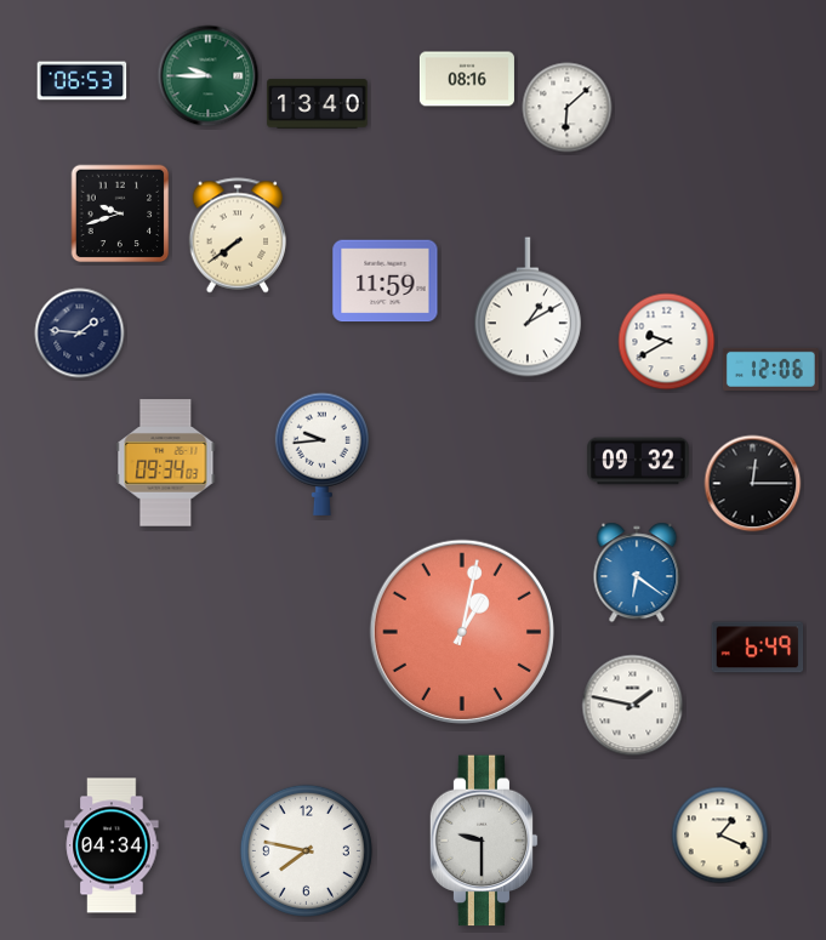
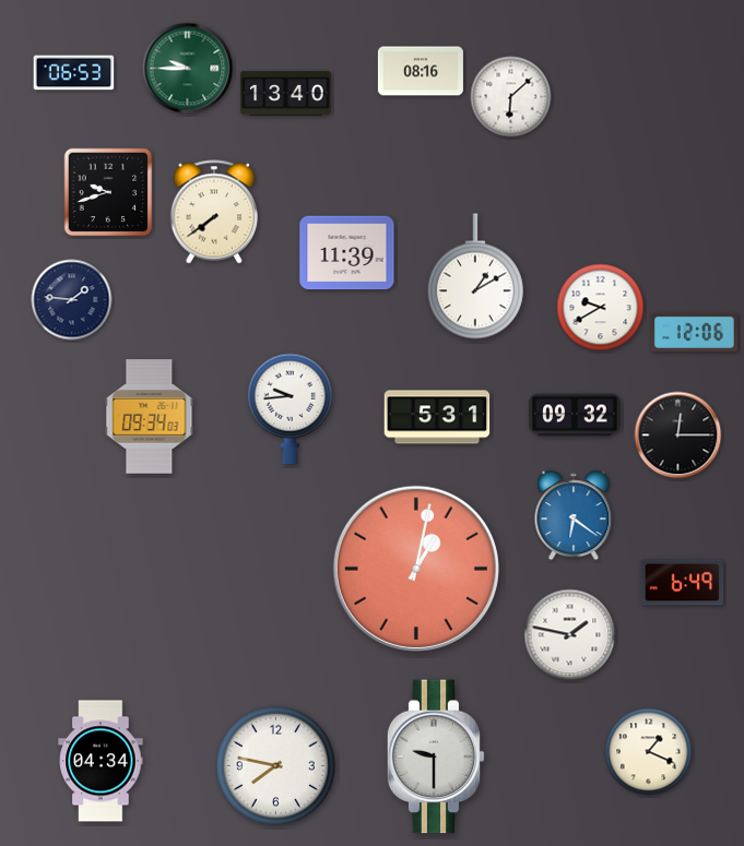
clock at (386, 281): 11:59 -> 11:39
clock at (437, 417): none -> 5:31
